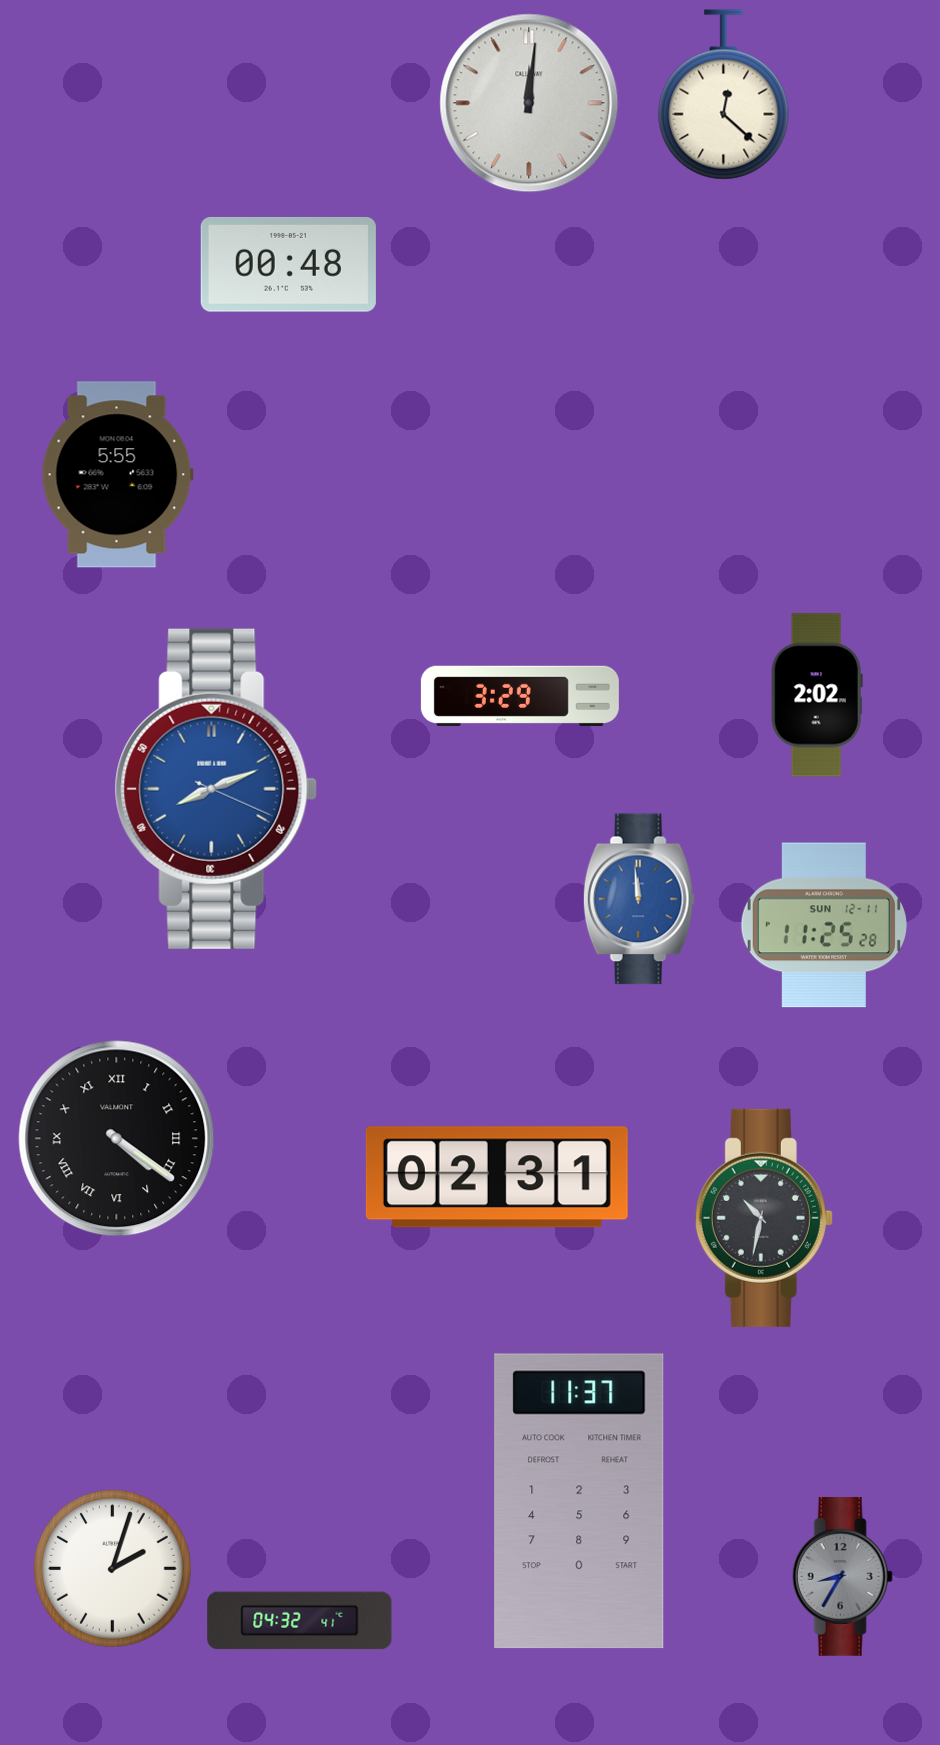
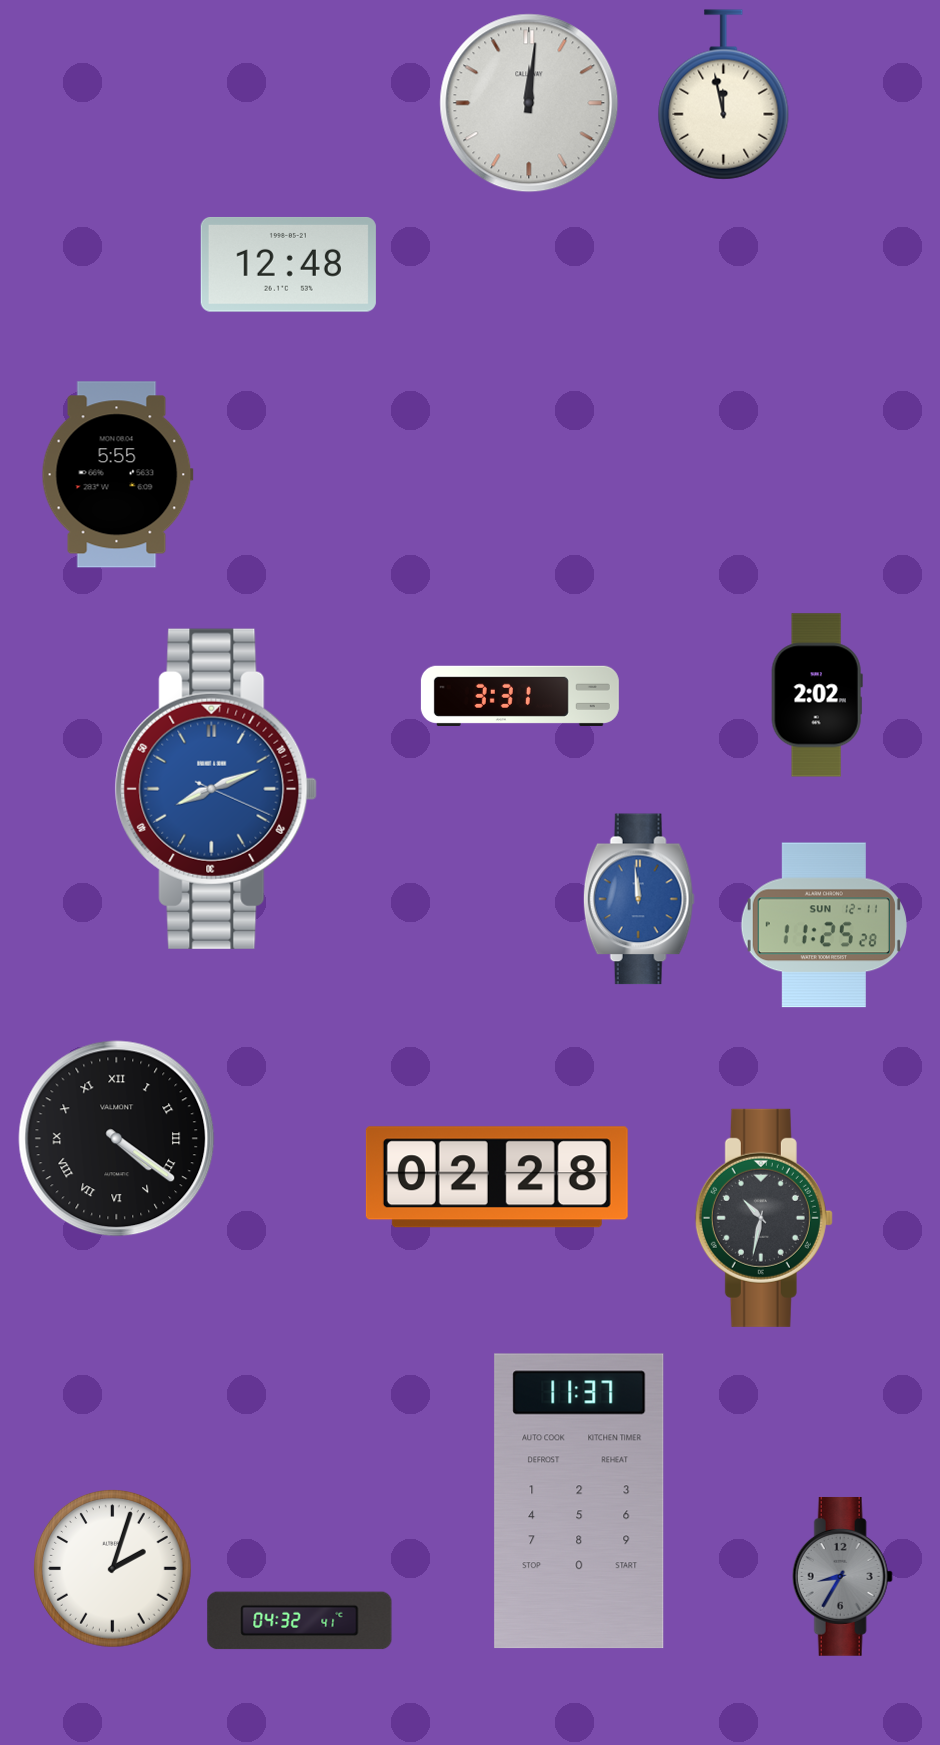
clock at (724, 95): 12:22 -> 11:58
clock at (288, 265): 00:48 -> 12:48
clock at (520, 696): 3:29 -> 3:31
clock at (497, 1177): 02:31 -> 02:28
